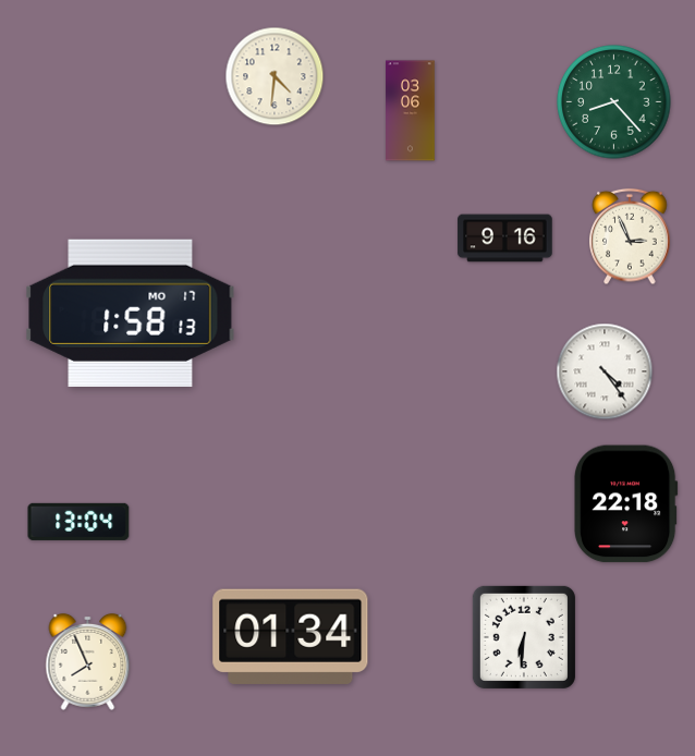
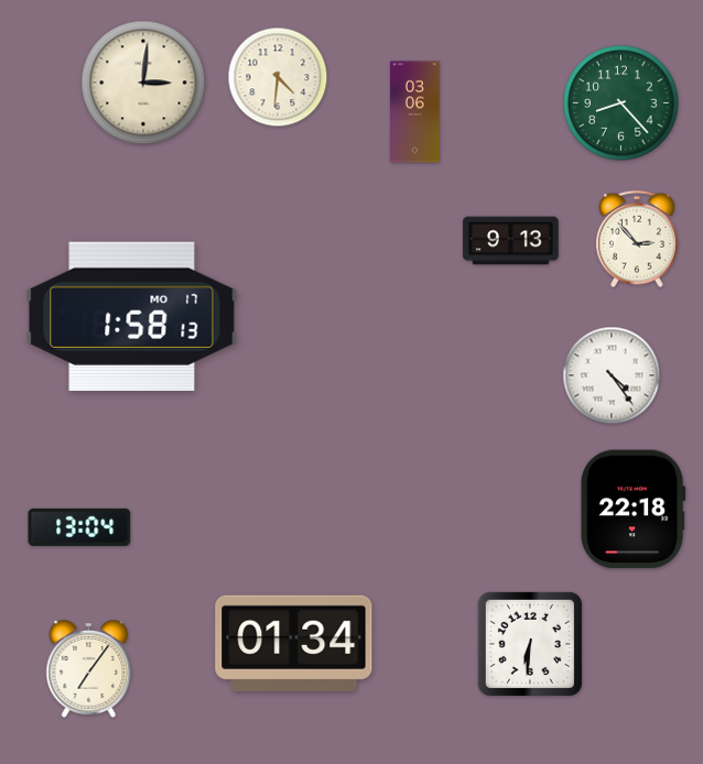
clock at (143, 83): none -> 3:01
clock at (630, 236): 2:56 -> 2:53
clock at (505, 239): 9:16 -> 9:13
clock at (88, 661): 7:56 -> 7:06
